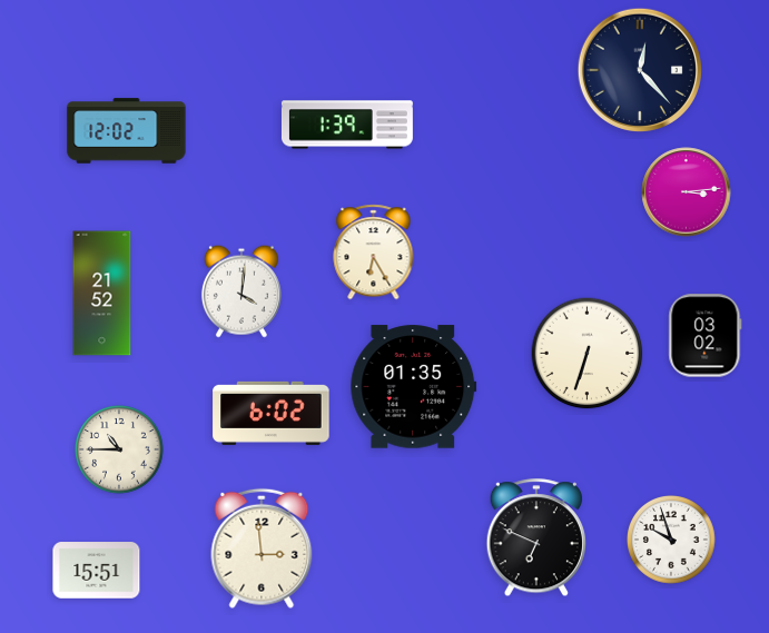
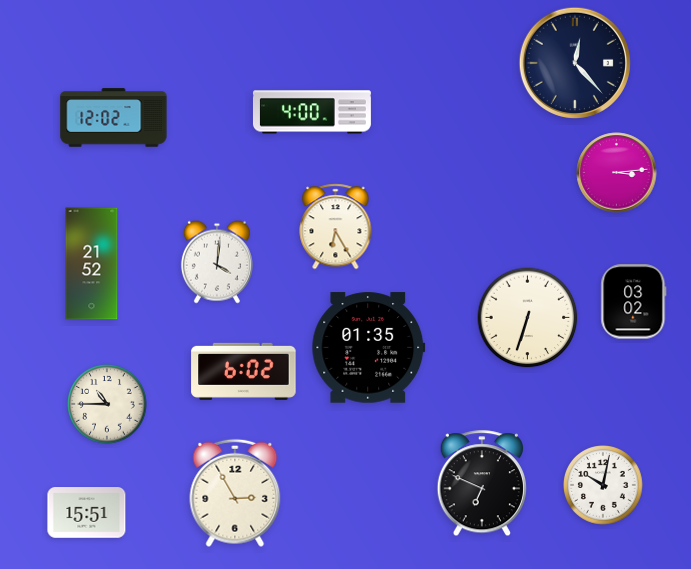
clock at (347, 125): 1:39 -> 4:00
clock at (414, 387) position: (414, 387) -> (369, 348)
clock at (672, 541): 9:57 -> 10:02
clock at (262, 548): 2:59 -> 2:55
